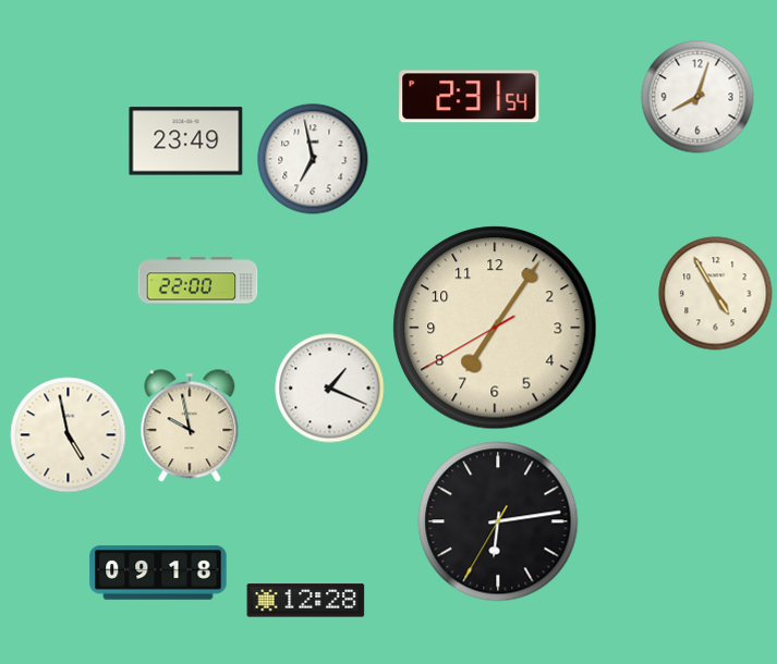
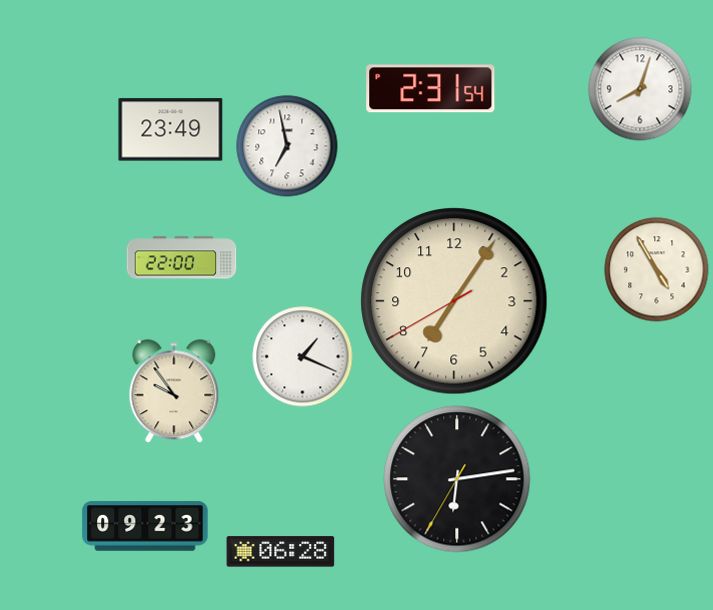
clock at (190, 427): 9:58 -> 9:54
clock at (69, 435): 4:58 -> none
clock at (158, 573): 09:18 -> 09:23
clock at (306, 601): 12:28 -> 06:28
